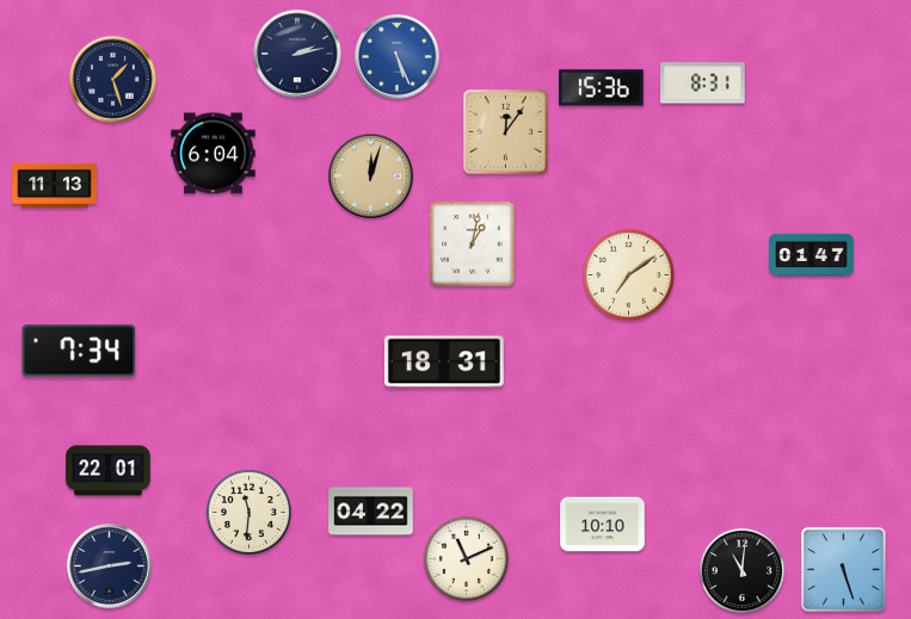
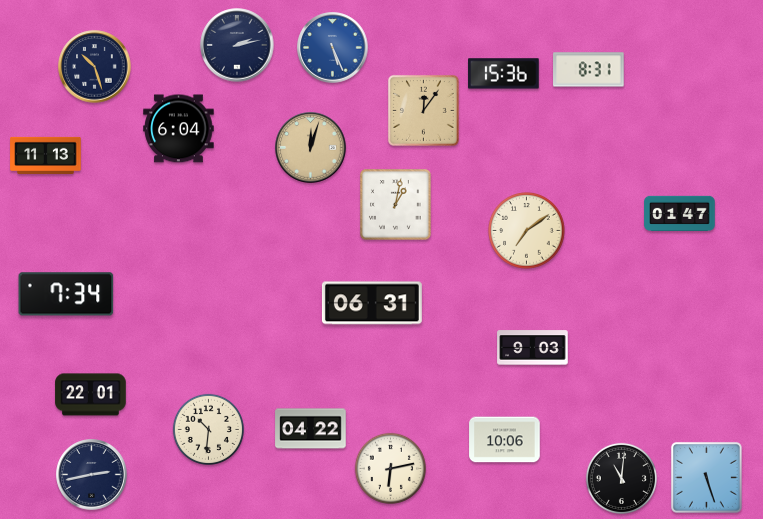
clock at (297, 54) position: (297, 54) -> (237, 45)
clock at (113, 80): 1:27 -> 10:27
clock at (444, 361): 18:31 -> 06:31
clock at (533, 348): none -> 9:03
clock at (248, 512): 11:31 -> 10:31
clock at (603, 525): 10:10 -> 10:06
clock at (466, 558): 11:11 -> 6:13
